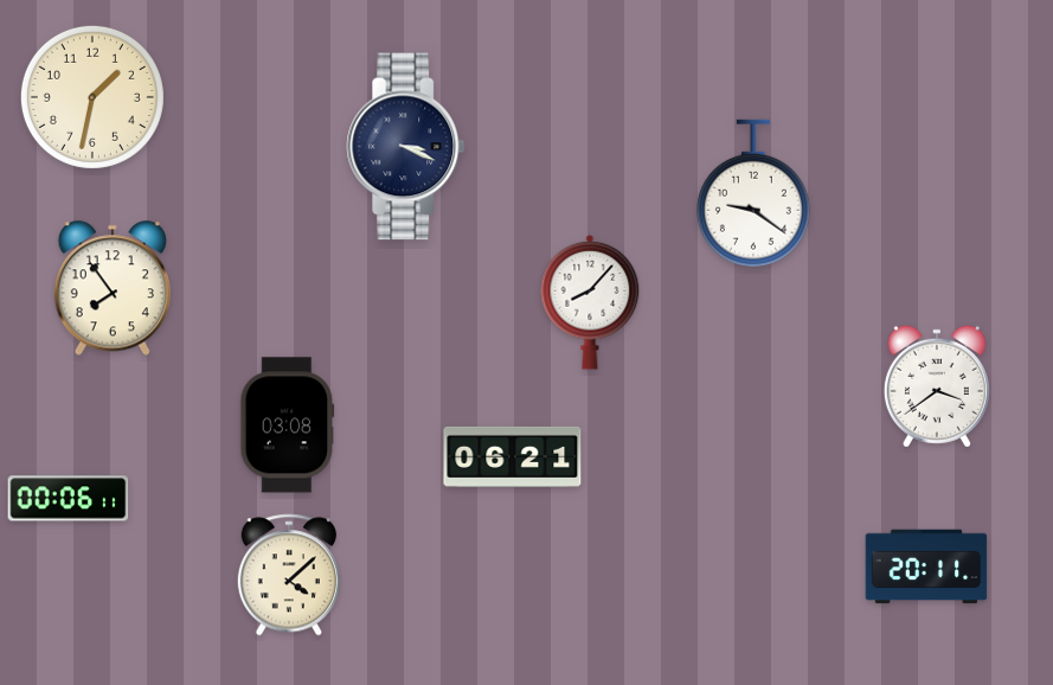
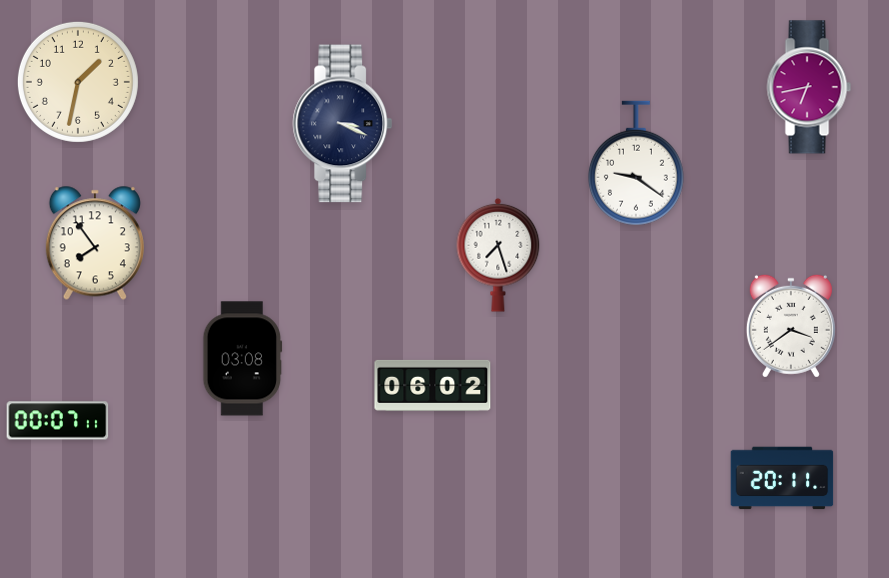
clock at (809, 87): none -> 6:43
clock at (590, 302): 8:07 -> 7:27
clock at (513, 456): 06:21 -> 06:02
clock at (69, 499): 00:06 -> 00:07
clock at (288, 575): 4:08 -> none
